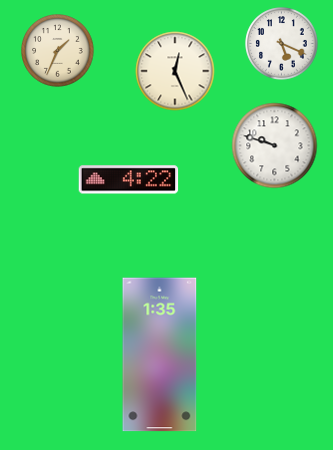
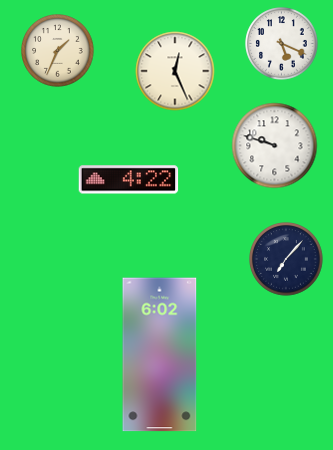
clock at (286, 259): none -> 7:07
clock at (160, 355): 1:35 -> 6:02
